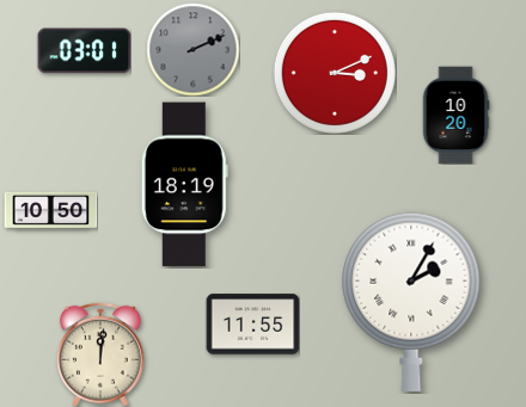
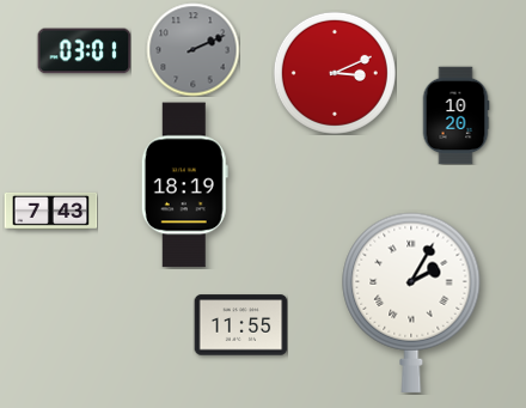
clock at (50, 210): 10:50 -> 7:43
clock at (252, 325) position: (252, 325) -> (240, 325)
clock at (100, 354): 12:01 -> none
